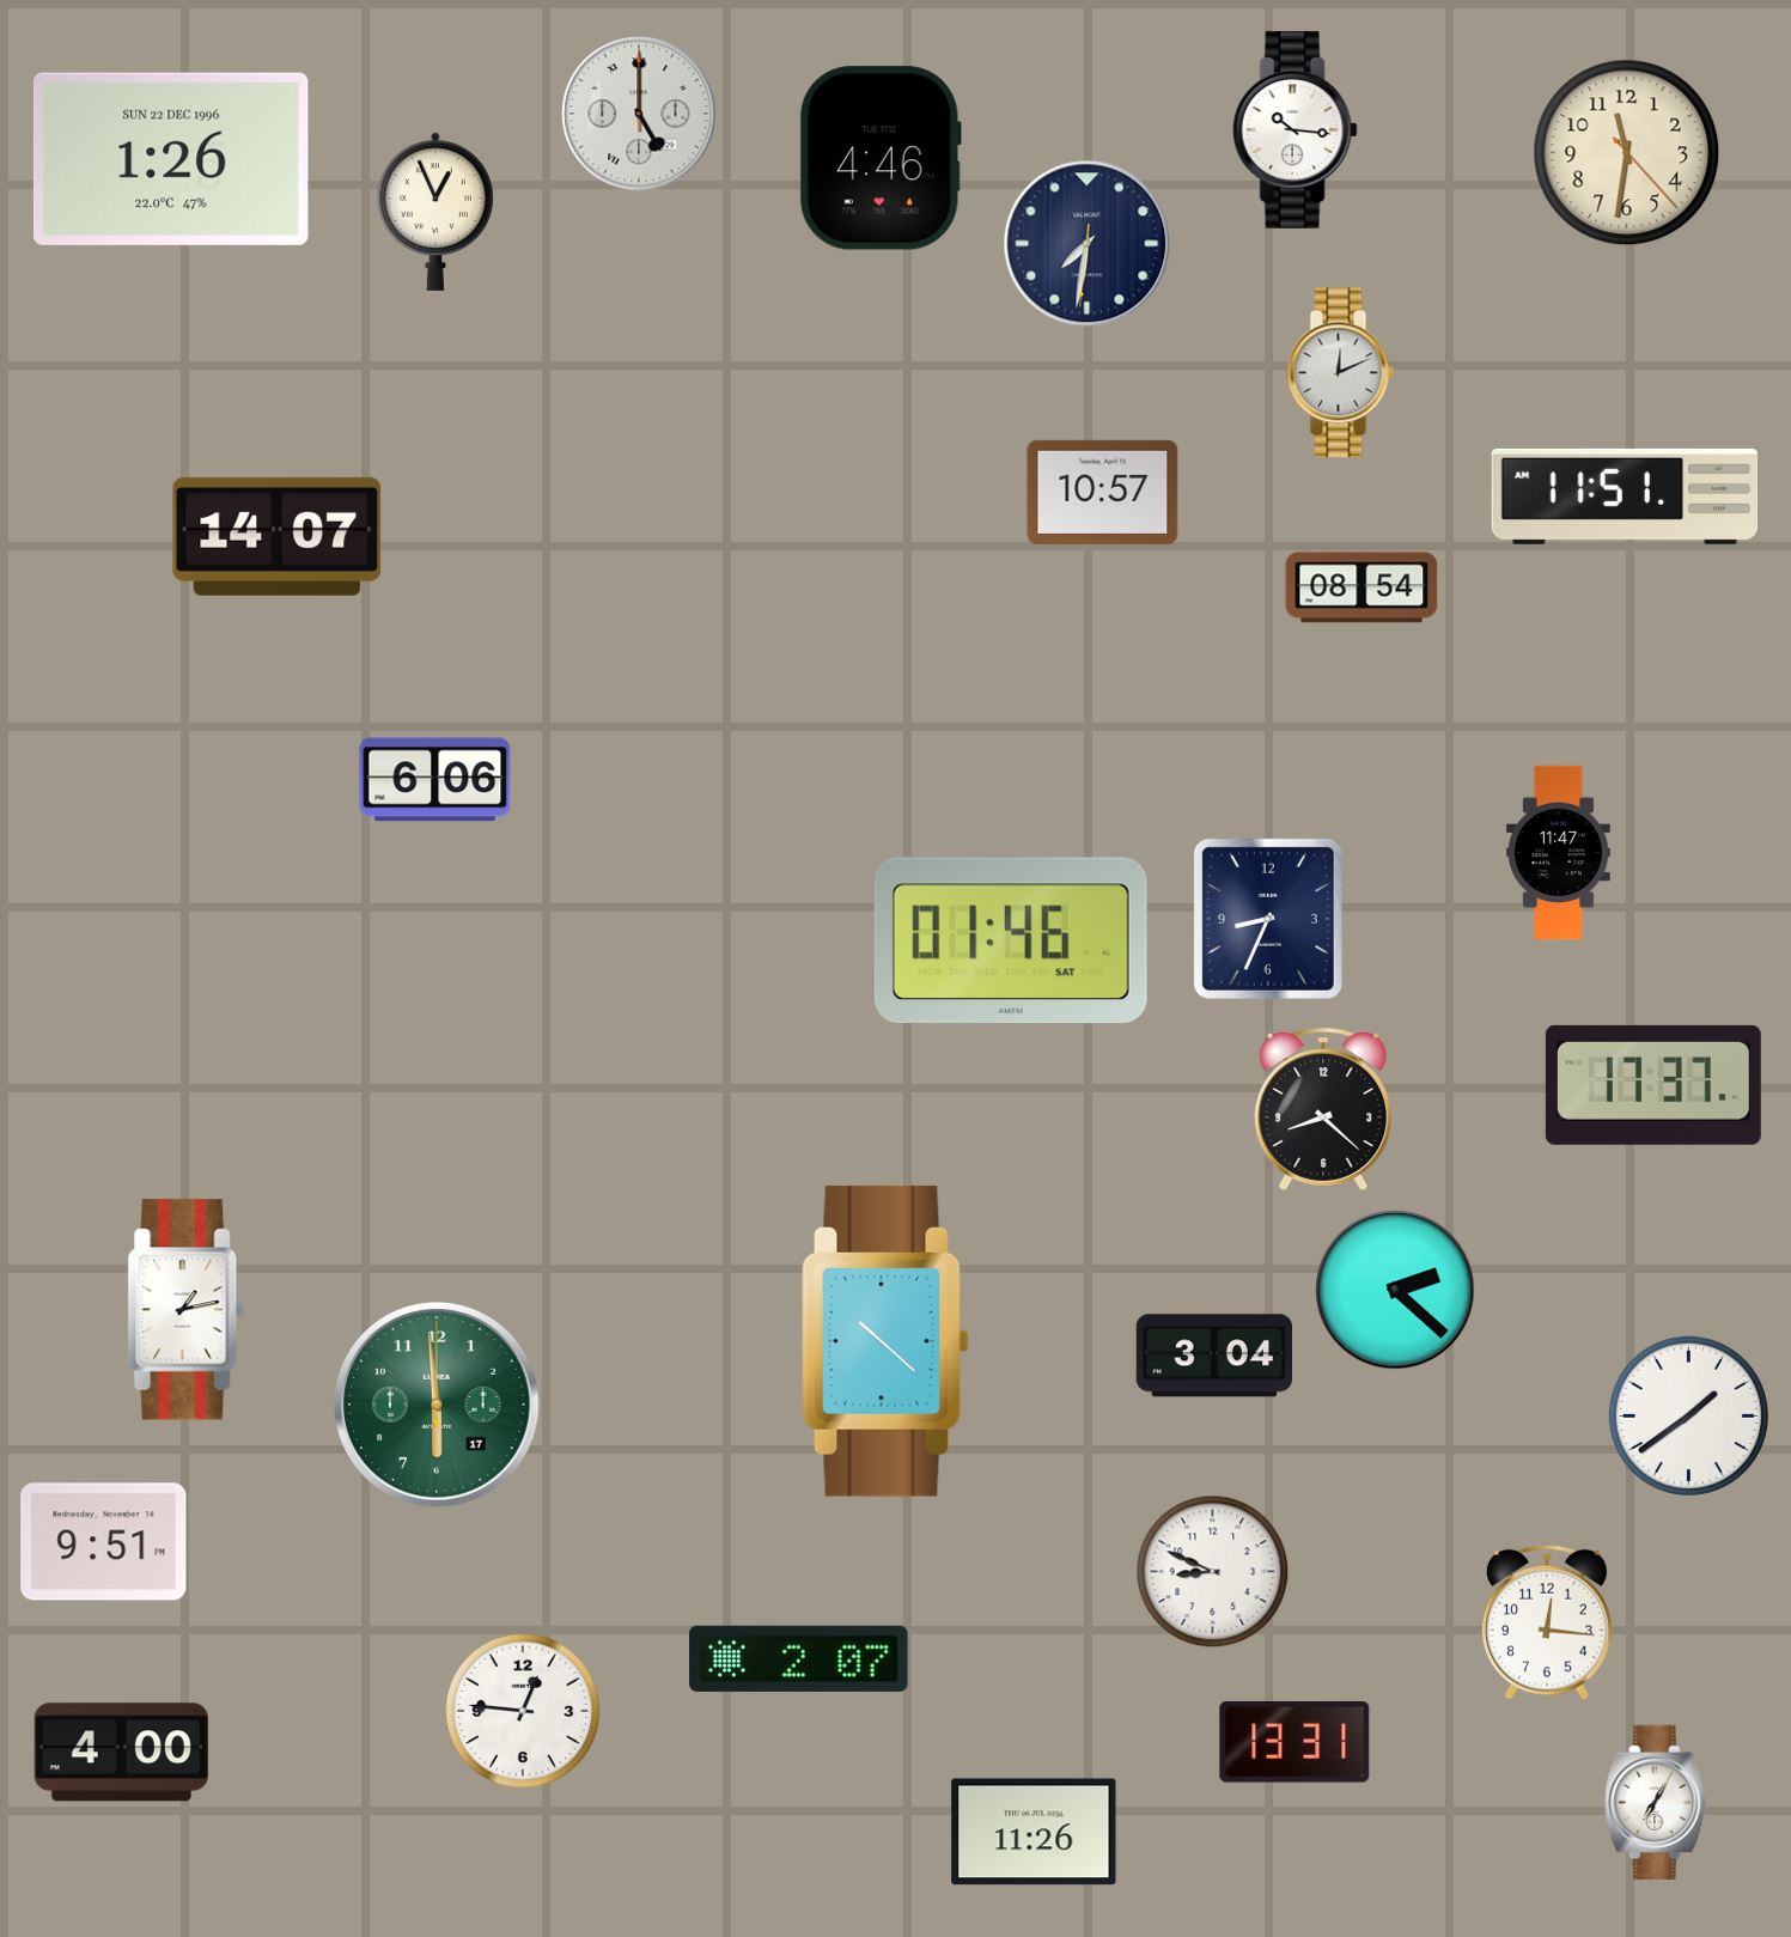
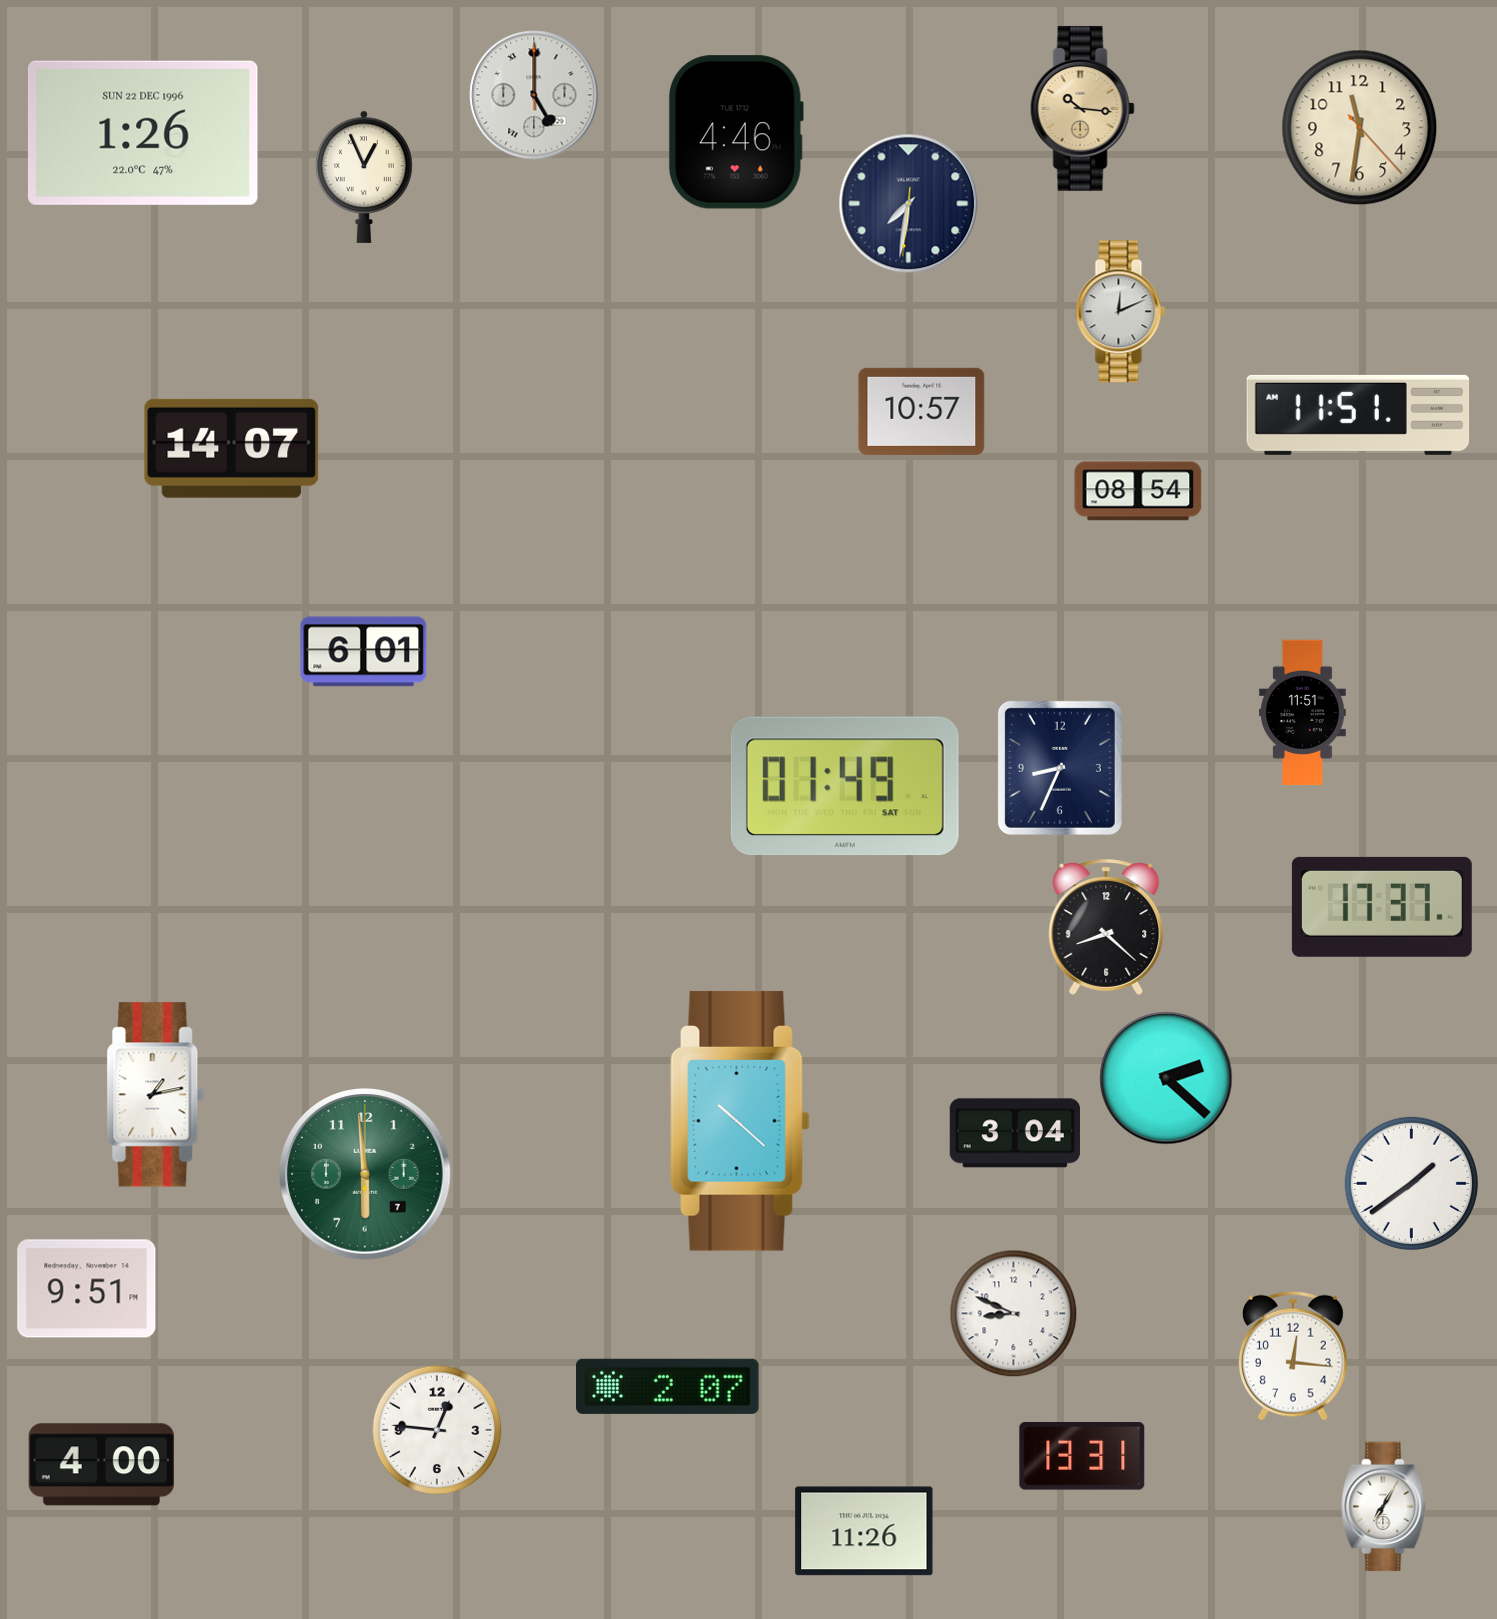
clock at (1294, 129) dial: white -> champagne
clock at (435, 780): 6:06 -> 6:01
clock at (1559, 853): 11:47 -> 11:51
clock at (1011, 940): 01:46 -> 01:49
clock at (437, 1405) date: 17 -> 7
